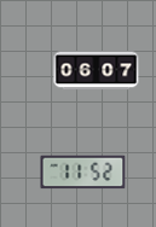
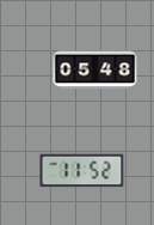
clock at (97, 71): 06:07 -> 05:48
